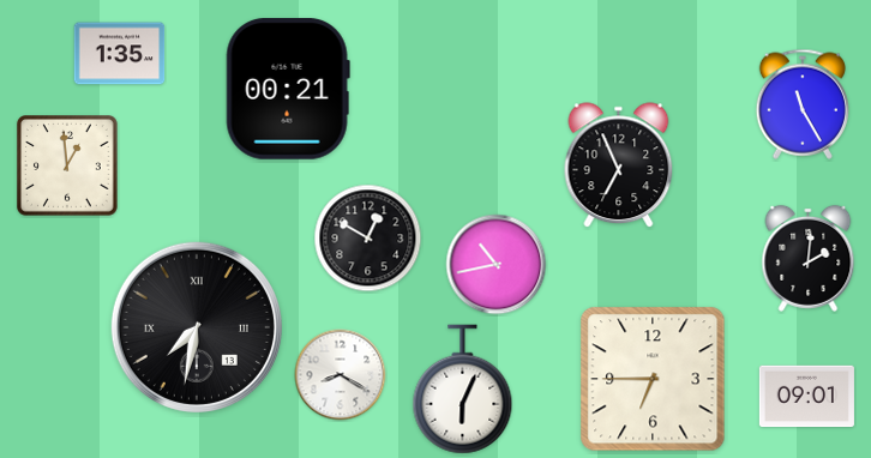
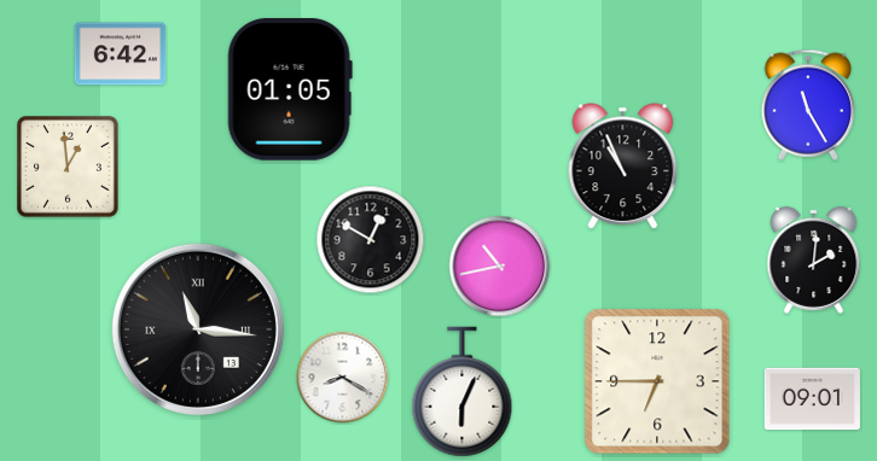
clock at (120, 54): 1:35 -> 6:42
clock at (288, 90): 00:21 -> 01:05
clock at (619, 165): 6:56 -> 10:56
clock at (197, 327): 7:32 -> 11:16
clock at (463, 390) position: (463, 390) -> (463, 392)
